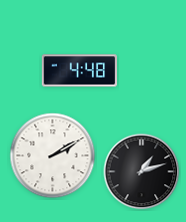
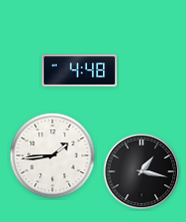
clock at (53, 156): 2:10 -> 1:44
clock at (142, 172): 1:12 -> 1:17
